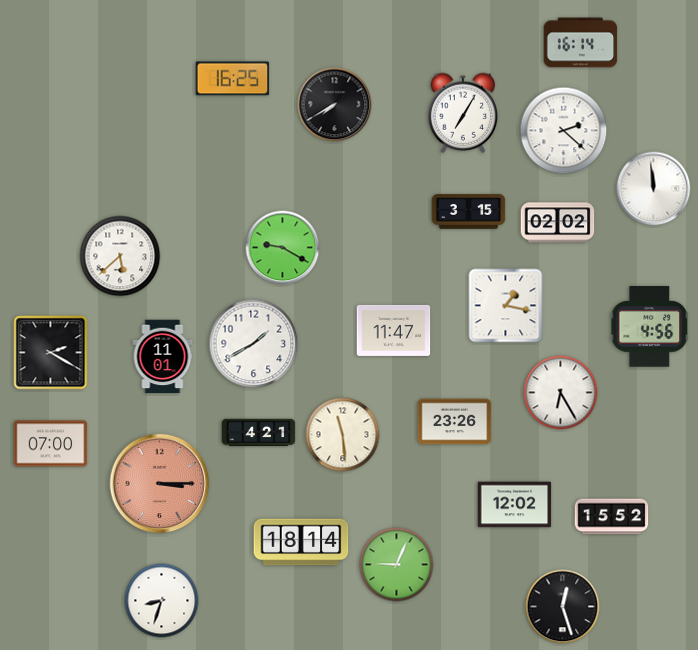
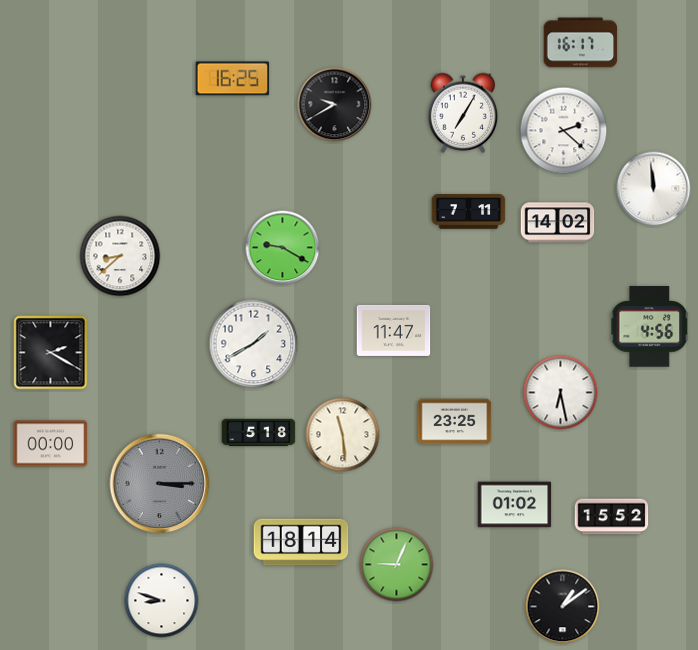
clock at (581, 43): 16:14 -> 16:17
clock at (335, 105): 7:40 -> 9:40
clock at (469, 212): 3:15 -> 7:11
clock at (558, 223): 02:02 -> 14:02
clock at (120, 256): 5:38 -> 8:38
clock at (506, 306): 1:17 -> none
clock at (163, 357): 11:01 -> none
clock at (561, 393): 6:25 -> 6:28
clock at (455, 422): 23:26 -> 23:25
clock at (259, 433): 4:21 -> 5:18
clock at (51, 444): 07:00 -> 00:00
clock at (160, 484) dial: salmon -> grey
clock at (515, 505): 12:02 -> 01:02
clock at (162, 601): 8:33 -> 8:48
clock at (563, 607): 12:27 -> 1:09
